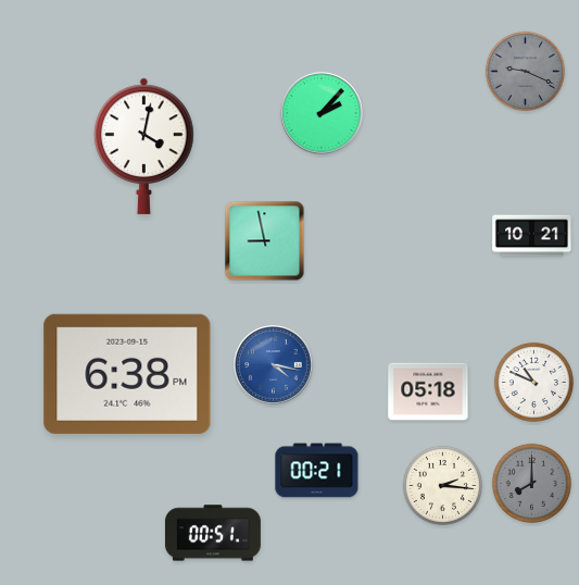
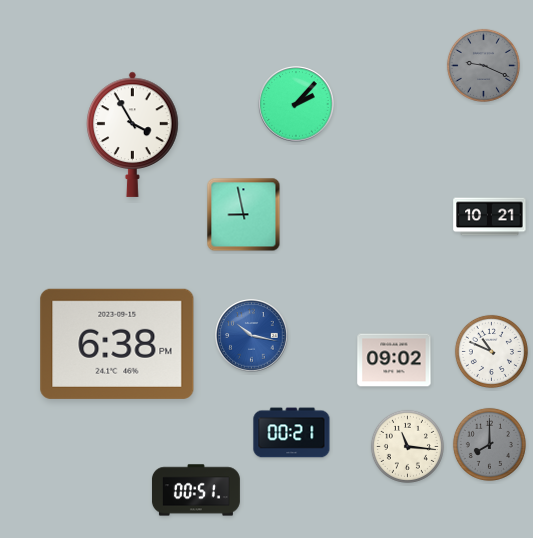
clock at (144, 146): 4:02 -> 3:55
clock at (265, 241) position: (265, 241) -> (244, 215)
clock at (274, 365): 4:17 -> 10:17
clock at (428, 391): 05:18 -> 09:02
clock at (442, 485): 2:16 -> 11:16
